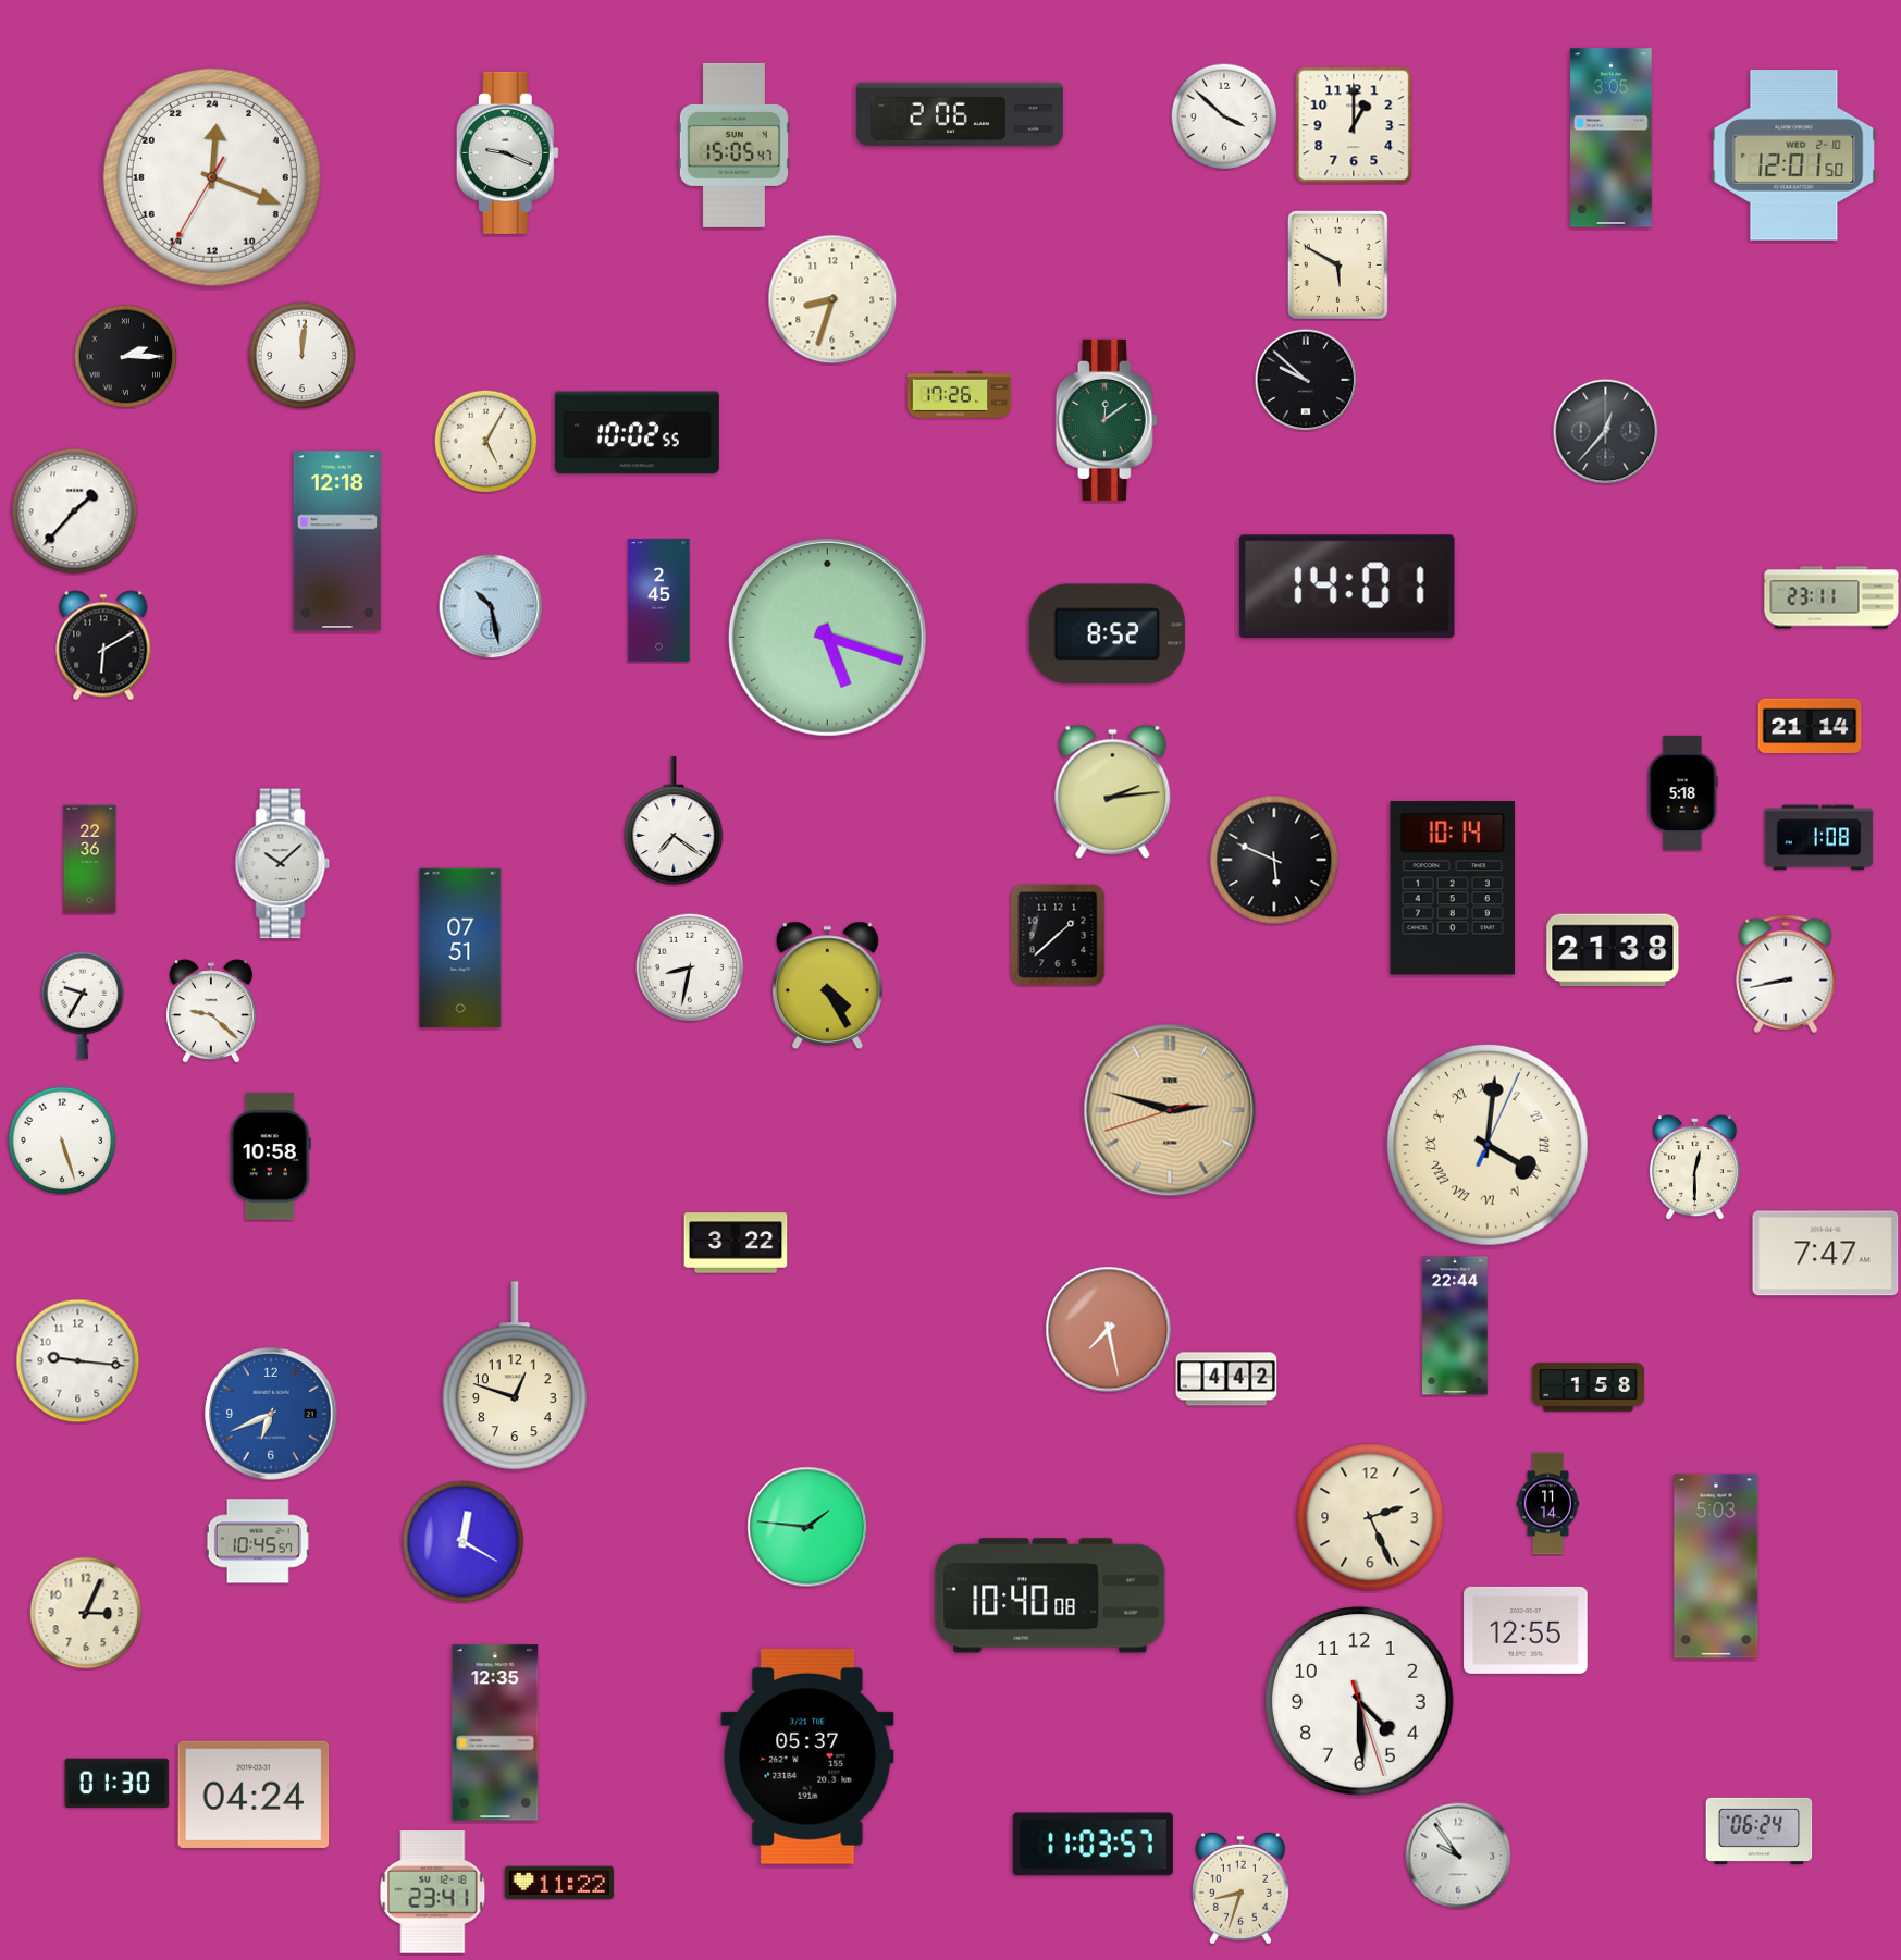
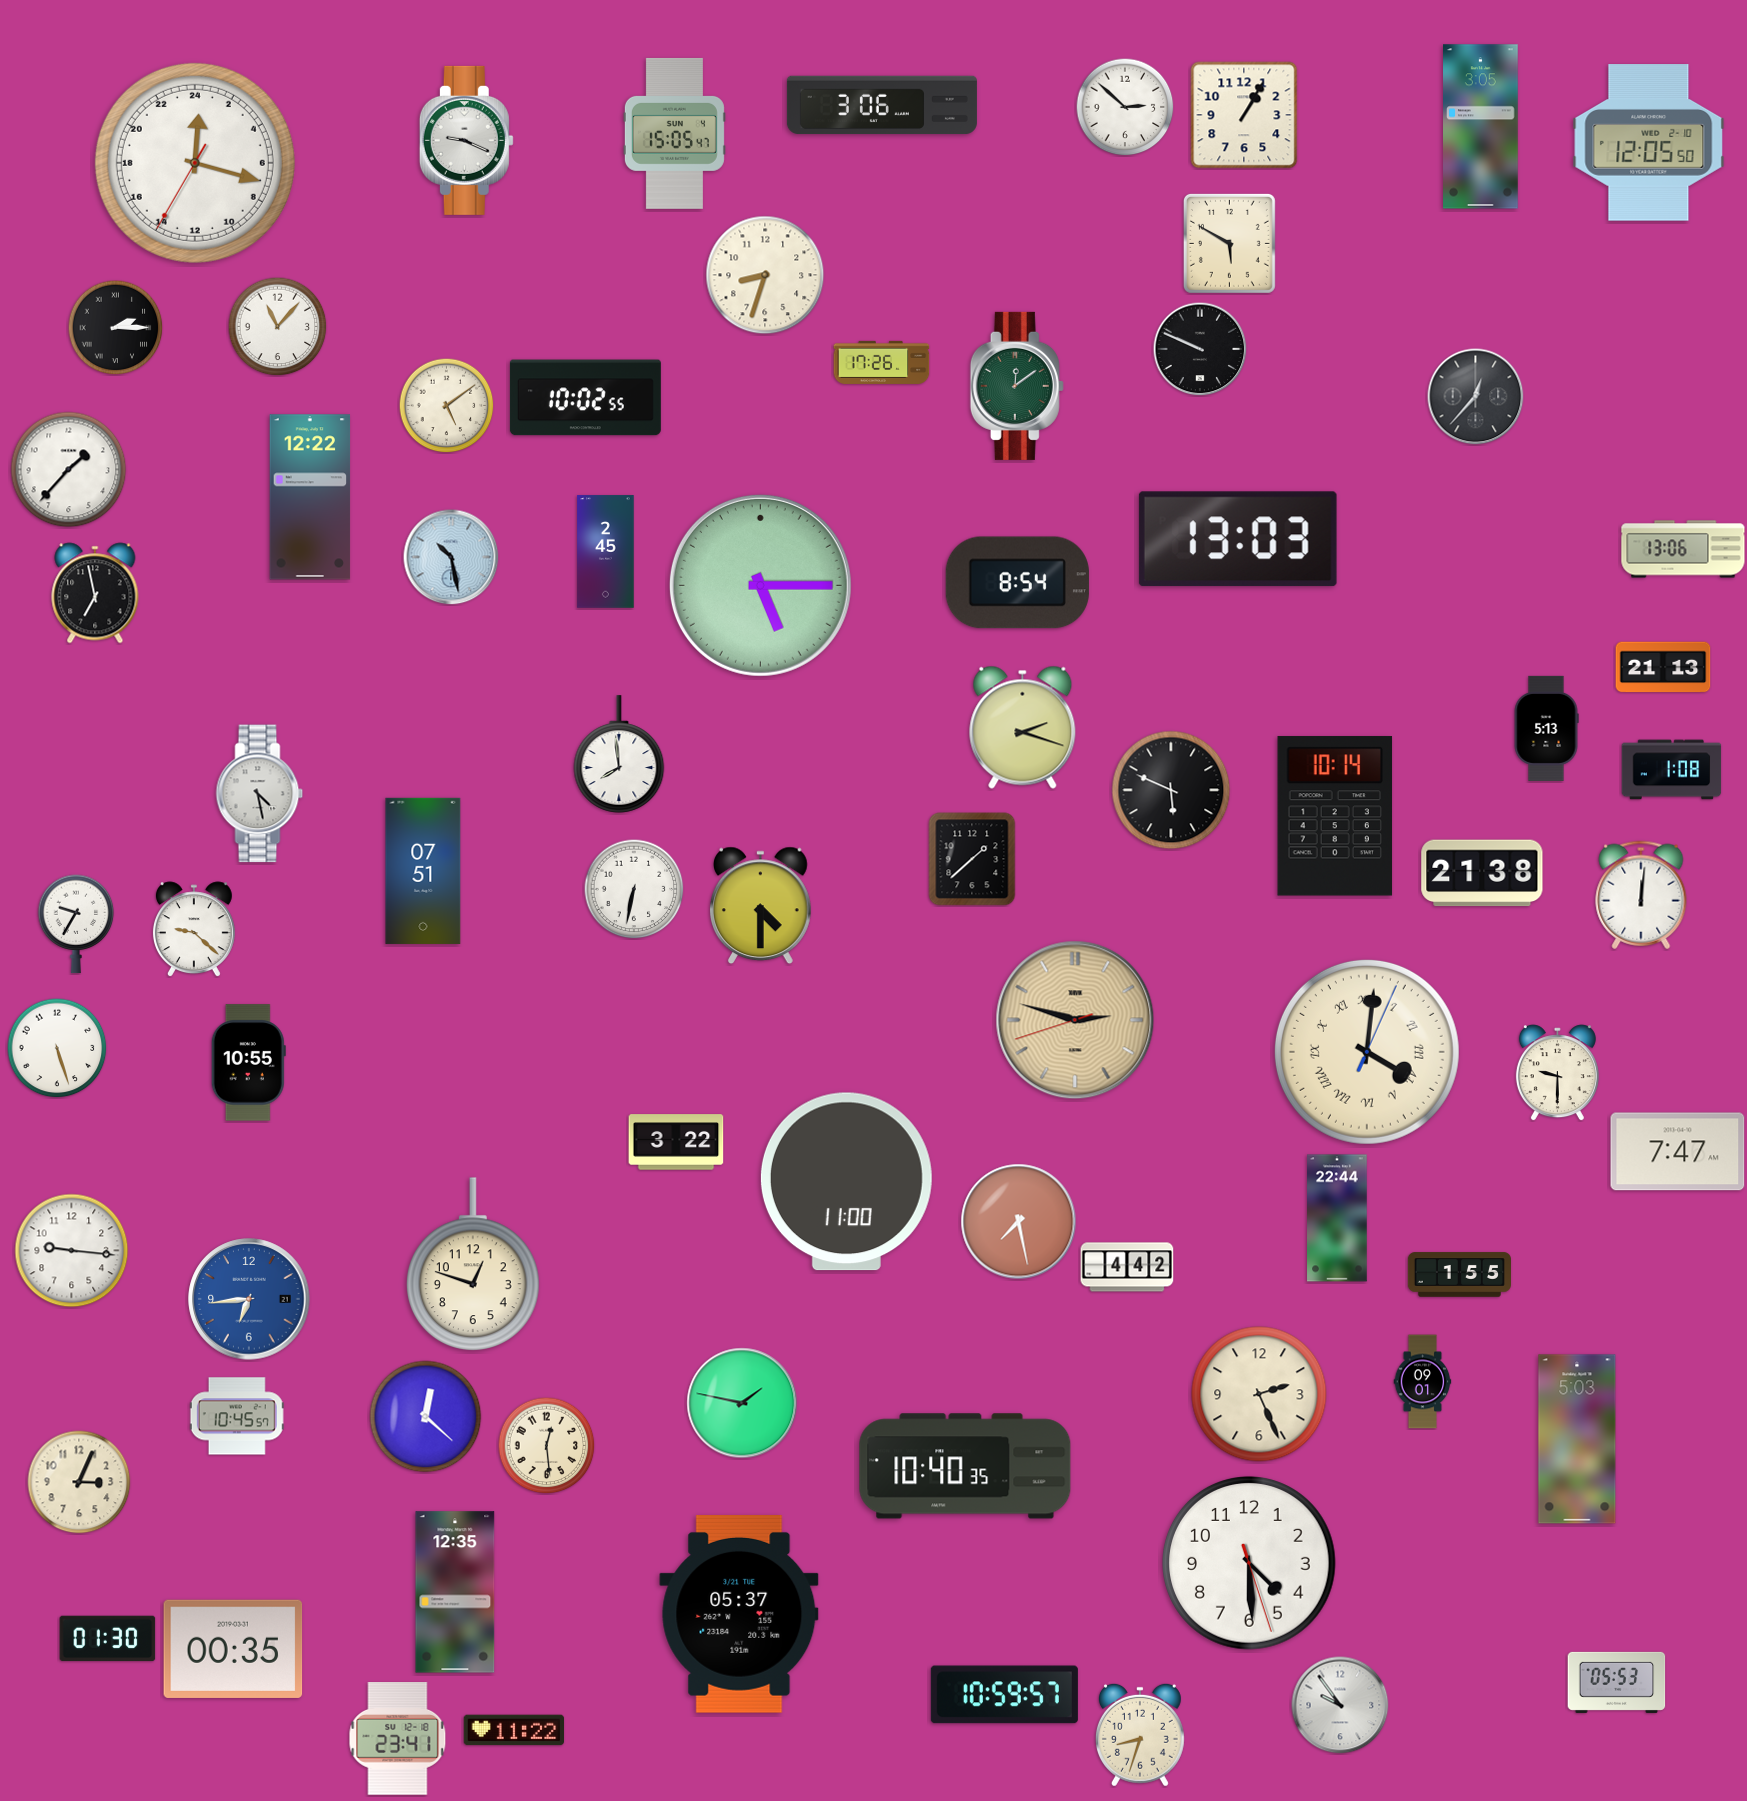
clock at (960, 114): 2:06 -> 3:06
clock at (1224, 116): 3:52 -> 2:52
clock at (1354, 125): 1:00 -> 1:05
clock at (1794, 156): 12:01 -> 12:05
clock at (212, 177): 0:18 -> 0:17
clock at (303, 356): 12:01 -> 11:07
clock at (1306, 380): 9:52 -> 9:49
clock at (485, 441): 5:05 -> 5:09
clock at (337, 541): 12:18 -> 12:22
clock at (1347, 587): 14:01 -> 13:03
clock at (1831, 597): 23:11 -> 13:06
clock at (1107, 634): 8:52 -> 8:54
clock at (827, 637): 5:18 -> 5:15
clock at (103, 645): 6:10 -> 6:58
clock at (1810, 726): 21:14 -> 21:13
clock at (1113, 791): 2:14 -> 2:18
clock at (1682, 792): 5:18 -> 5:13
clock at (674, 821): 7:21 -> 7:59
clock at (90, 860): 22:36 -> none
clock at (283, 864): 10:08 -> 4:28
clock at (690, 967): 8:32 -> 6:32
clock at (1786, 974): 8:43 -> 12:01
clock at (828, 986): 4:25 -> 4:30
clock at (270, 1157): 10:58 -> 10:55
clock at (1694, 1168): 12:30 -> 9:30
clock at (846, 1182): none -> 11:00
clock at (1588, 1388): 1:58 -> 1:55
clock at (271, 1414): 6:41 -> 6:44
clock at (1548, 1504): 11:14 -> 09:01
clock at (807, 1527): 1:46 -> 1:47
clock at (464, 1542): 12:20 -> 12:22
clock at (546, 1445): none -> 12:29
clock at (1050, 1595): 10:40:08 -> 10:40:35
clock at (1526, 1630): 12:55 -> none
clock at (807, 1756) position: (807, 1756) -> (739, 1614)
clock at (254, 1795): 04:24 -> 00:35
clock at (1760, 1830): 06:24 -> 05:53
clock at (1093, 1845): 11:03 -> 10:59
